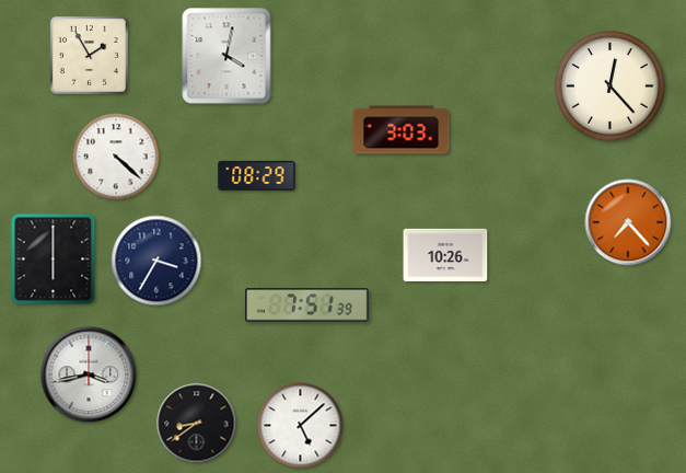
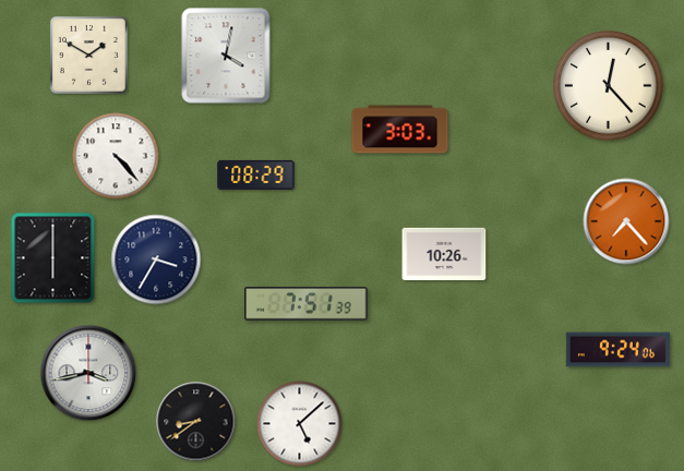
clock at (89, 55): 1:55 -> 1:50
clock at (116, 157): 4:22 -> 4:23
clock at (617, 350): none -> 9:24
